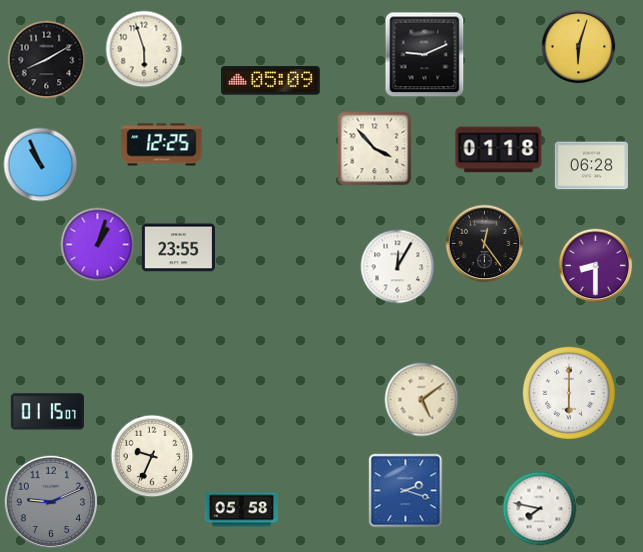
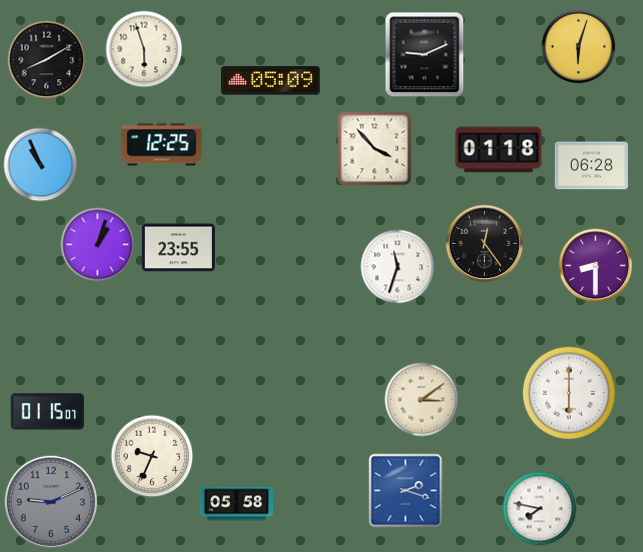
clock at (398, 267): 12:05 -> 11:33
clock at (422, 400): 5:09 -> 3:09
clock at (241, 510) position: (241, 510) -> (236, 504)
